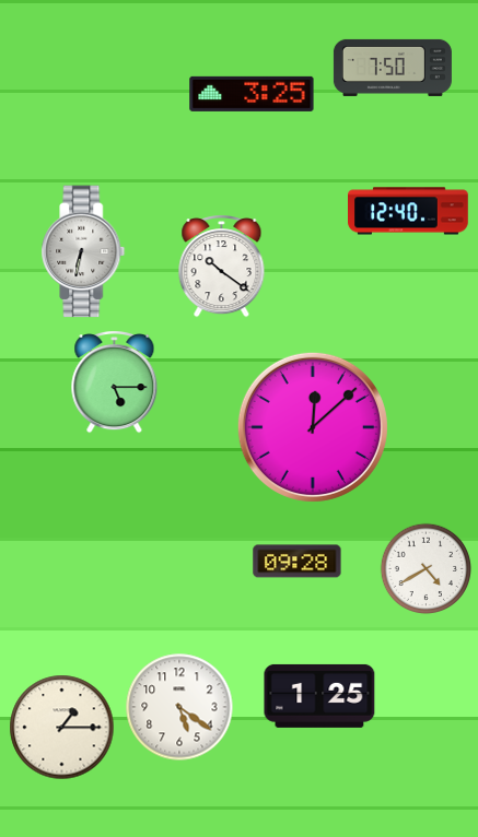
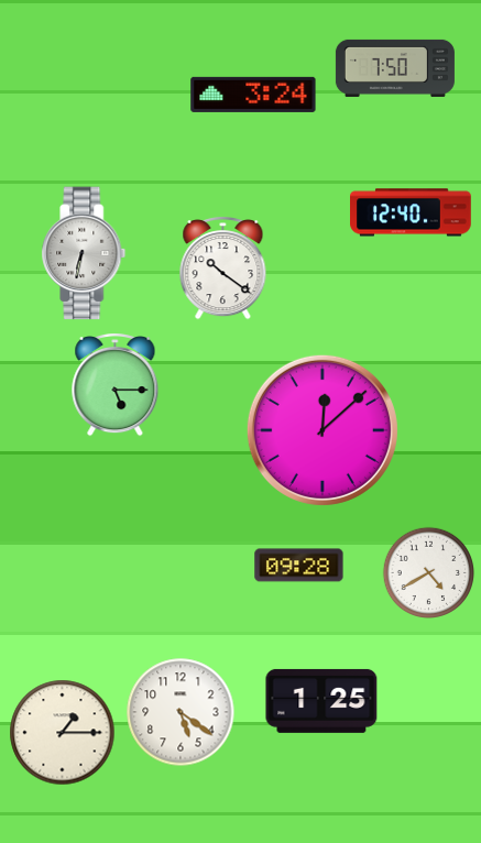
clock at (252, 94): 3:25 -> 3:24
clock at (313, 427) position: (313, 427) -> (323, 430)
